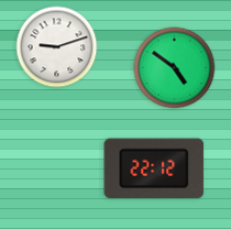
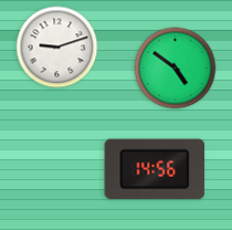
clock at (154, 168): 22:12 -> 14:56
